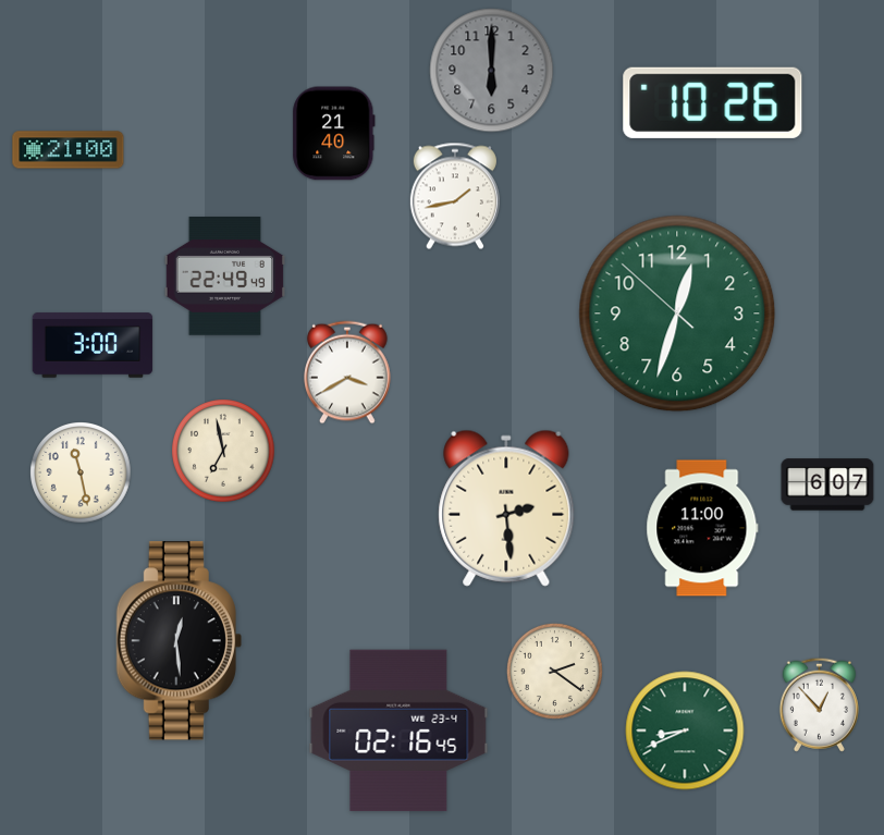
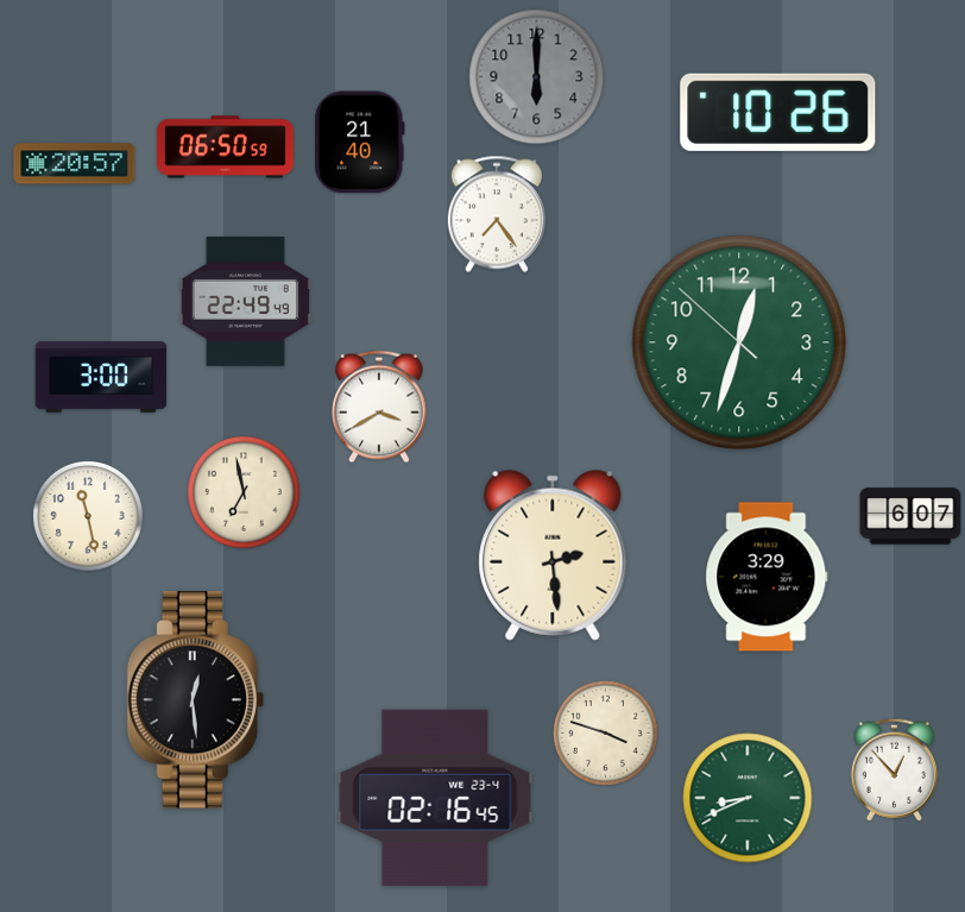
clock at (334, 134) position: (334, 134) -> (360, 143)
clock at (225, 147): none -> 06:50
clock at (69, 150): 21:00 -> 20:57
clock at (455, 196): 1:43 -> 7:24
clock at (827, 484) position: (827, 484) -> (910, 516)
clock at (702, 528): 11:00 -> 3:29
clock at (554, 671): 2:21 -> 3:48
